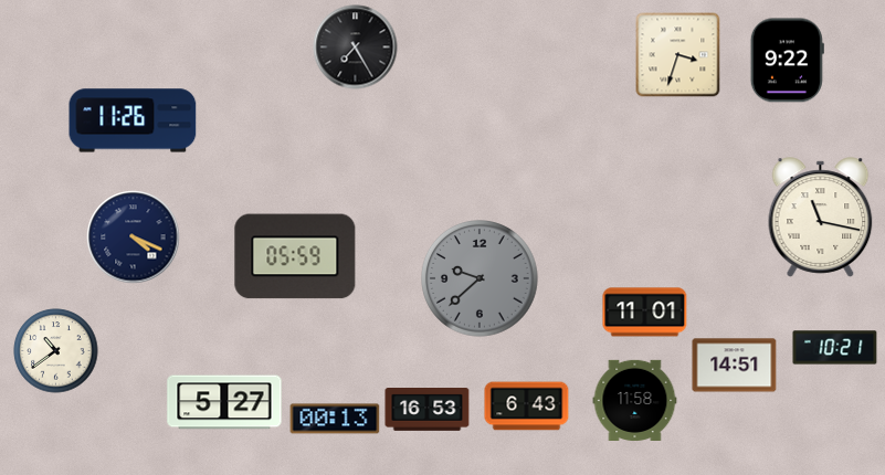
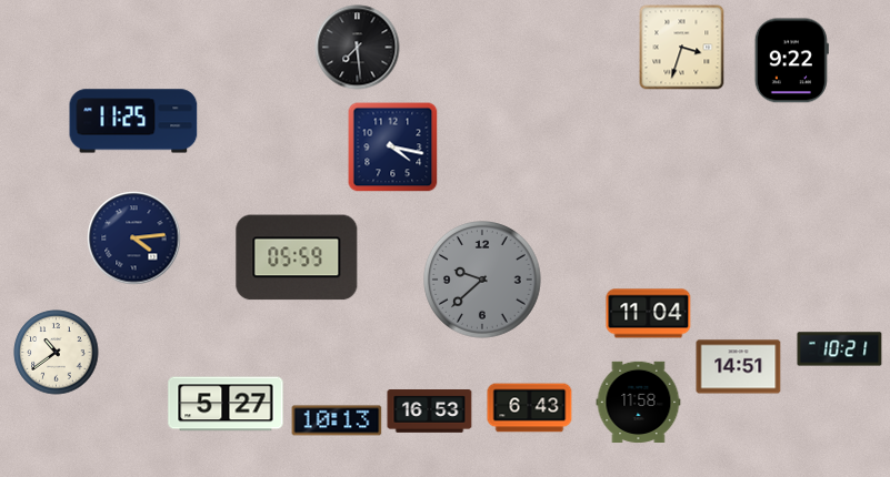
clock at (356, 47): 7:25 -> 7:29
clock at (678, 55) position: (678, 55) -> (682, 48)
clock at (133, 120): 11:26 -> 11:25
clock at (393, 148): none -> 4:17
clock at (821, 218): 11:17 -> none
clock at (134, 237): 4:19 -> 4:14
clock at (645, 313): 11:01 -> 11:04
clock at (335, 419): 00:13 -> 10:13
